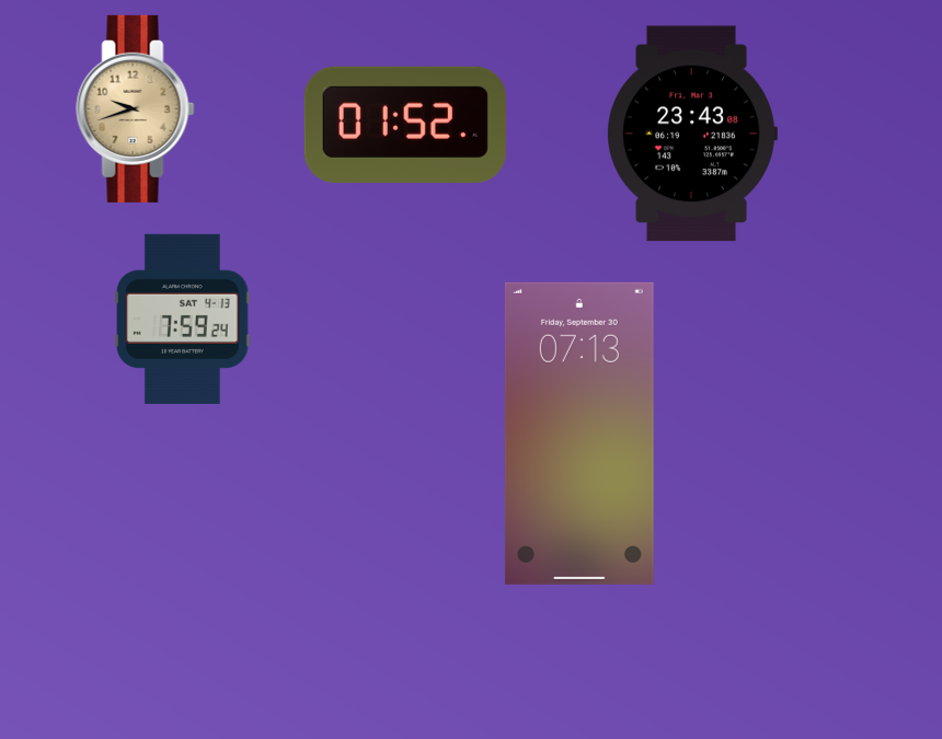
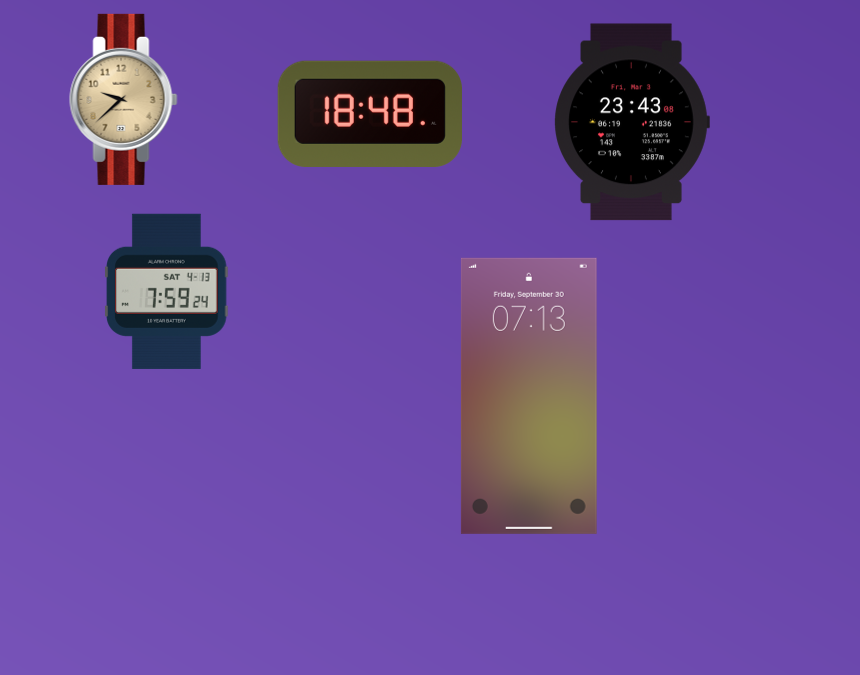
clock at (136, 108): 9:42 -> 9:38
clock at (405, 125): 01:52 -> 18:48
